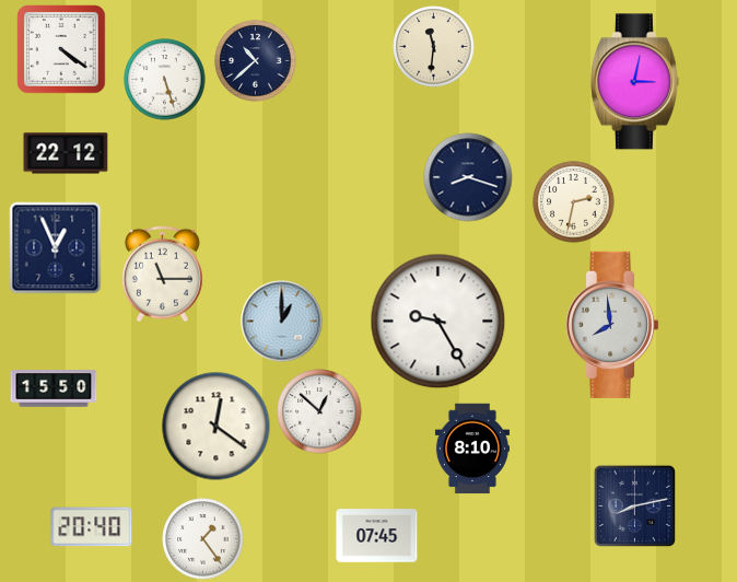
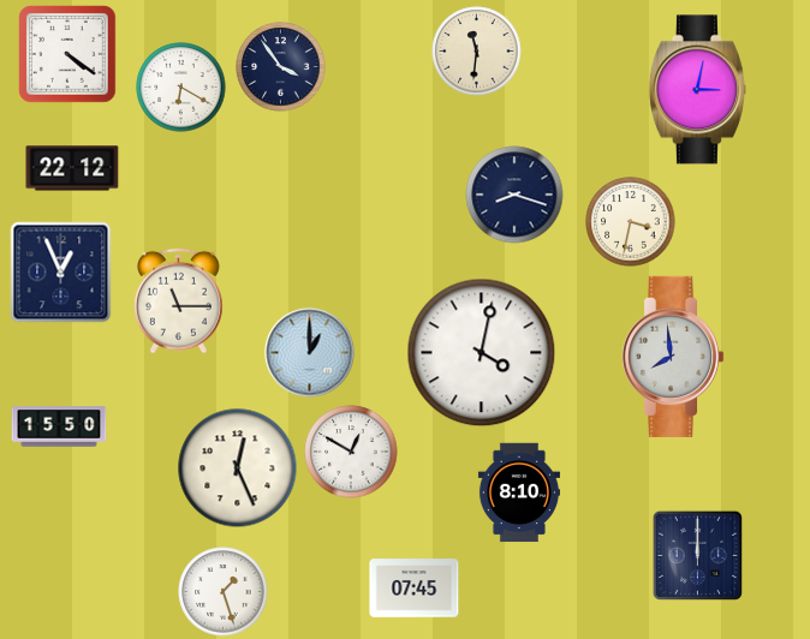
clock at (256, 61): 10:38 -> 3:54
clock at (165, 80): 5:27 -> 6:20
clock at (574, 202): 2:32 -> 3:32
clock at (438, 322): 9:25 -> 4:02
clock at (319, 411): 12:52 -> 12:50
clock at (217, 427): 12:21 -> 12:26
clock at (634, 505): 8:13 -> 12:00
clock at (92, 527): 20:40 -> none
clock at (203, 539): 1:24 -> 1:27
